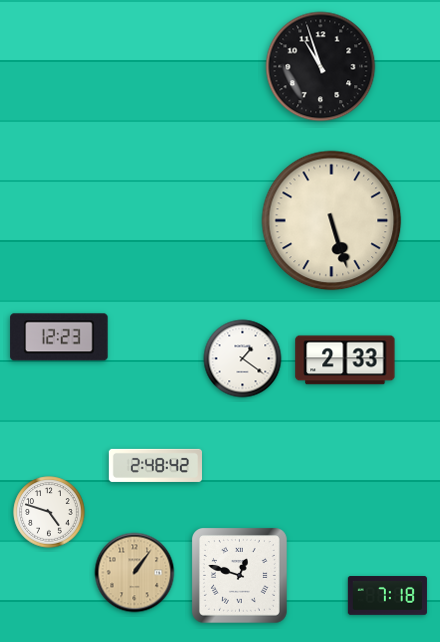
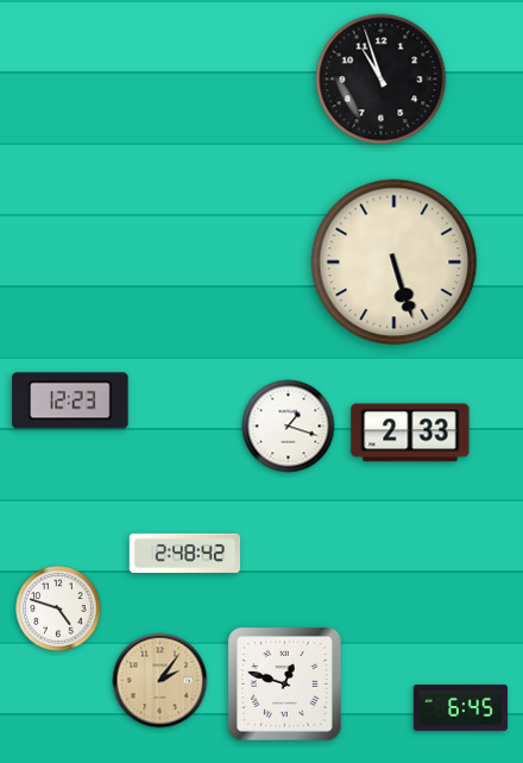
clock at (243, 359): 1:21 -> 1:18
clock at (345, 360) position: (345, 360) -> (410, 433)
clock at (135, 573): 1:06 -> 2:06
clock at (387, 596): 7:18 -> 6:45
